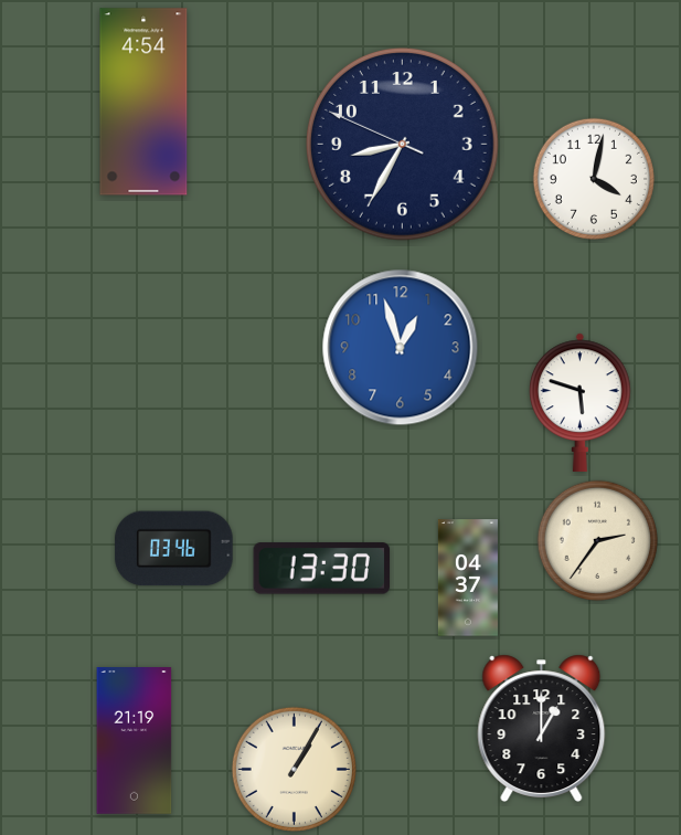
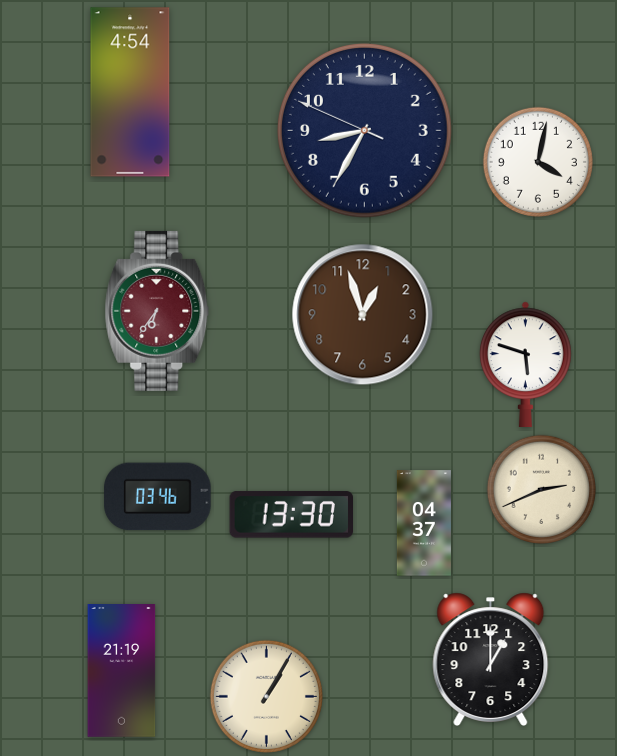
clock at (157, 311): none -> 6:36
clock at (401, 348) dial: blue -> brown
clock at (597, 540): 2:36 -> 2:41
